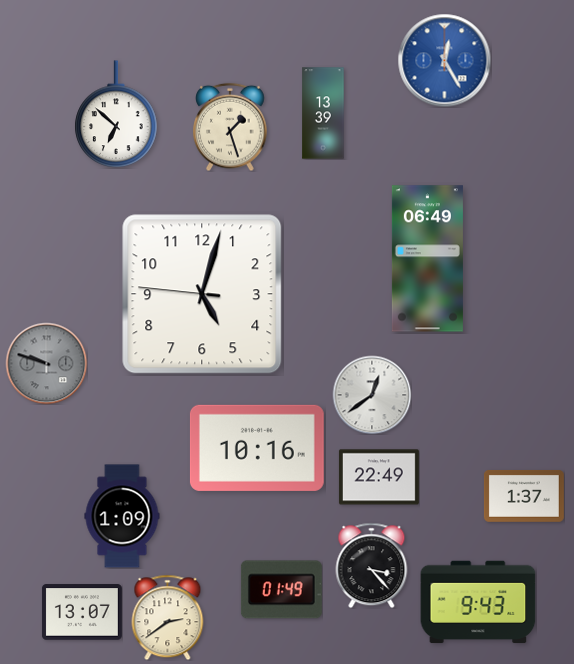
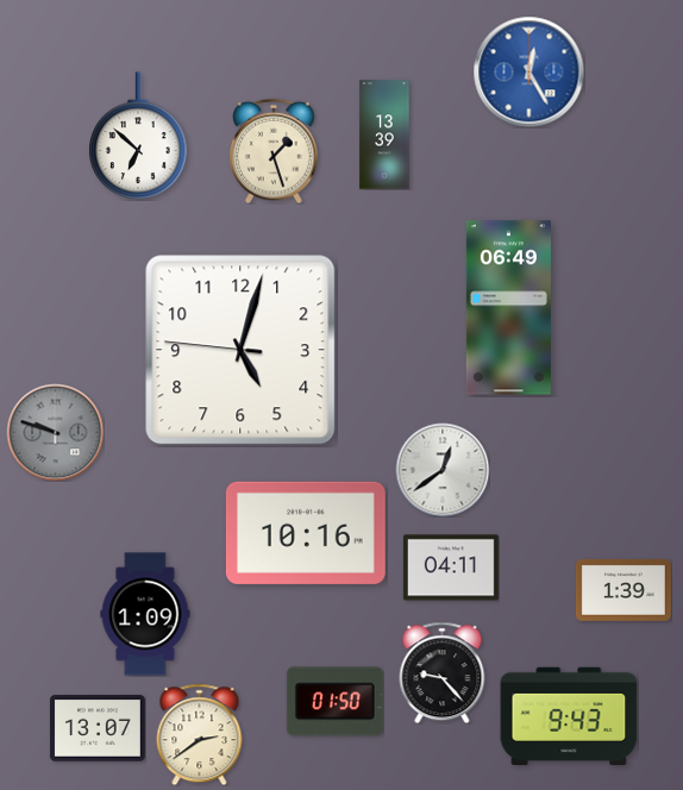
clock at (379, 477): 22:49 -> 04:11
clock at (524, 496): 1:37 -> 1:39
clock at (372, 565): 3:23 -> 9:23
clock at (281, 590): 01:49 -> 01:50
